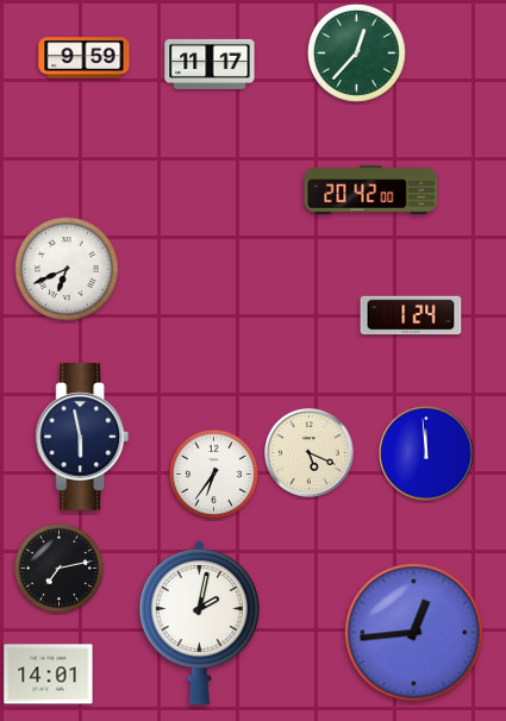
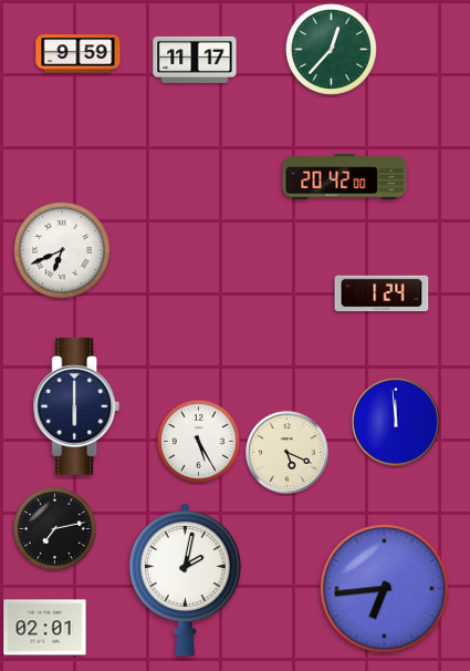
clock at (82, 437): 5:58 -> 6:00
clock at (310, 453) position: (310, 453) -> (288, 453)
clock at (213, 474): 6:36 -> 5:25
clock at (414, 633): 12:44 -> 6:44
clock at (49, 675): 14:01 -> 02:01
